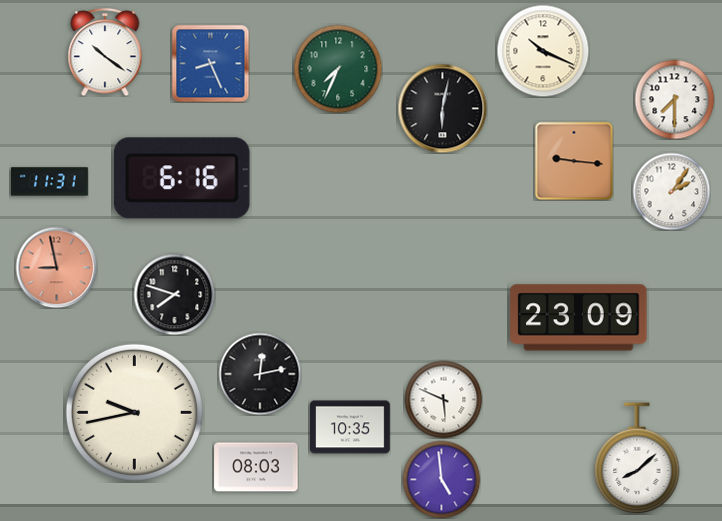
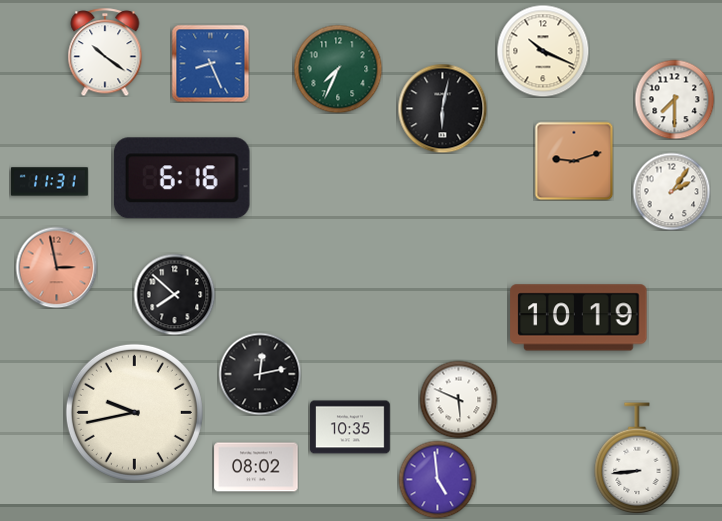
clock at (574, 161): 9:16 -> 9:12
clock at (56, 267): 8:58 -> 2:58
clock at (174, 294): 7:48 -> 7:52
clock at (579, 318): 23:09 -> 10:19
clock at (443, 399) position: (443, 399) -> (458, 399)
clock at (637, 458): 8:08 -> 8:44
clock at (256, 467): 08:03 -> 08:02
clock at (441, 479) position: (441, 479) -> (437, 479)
